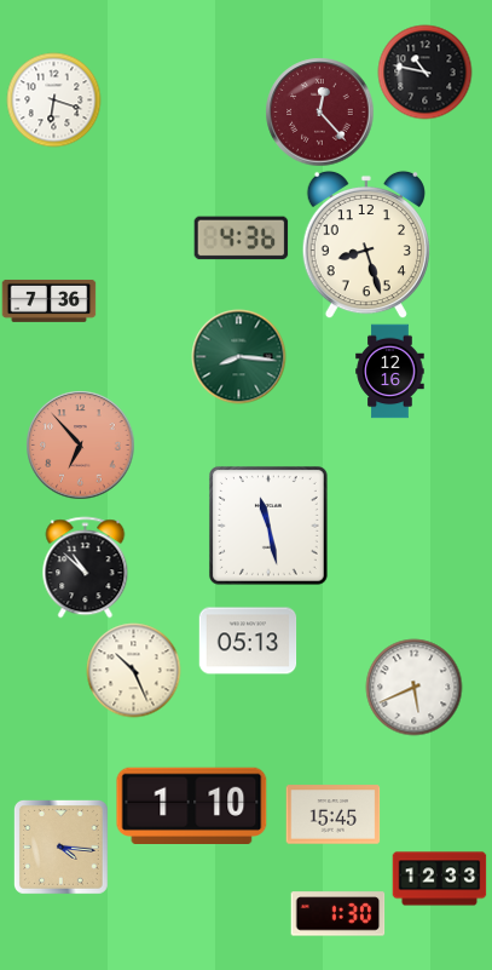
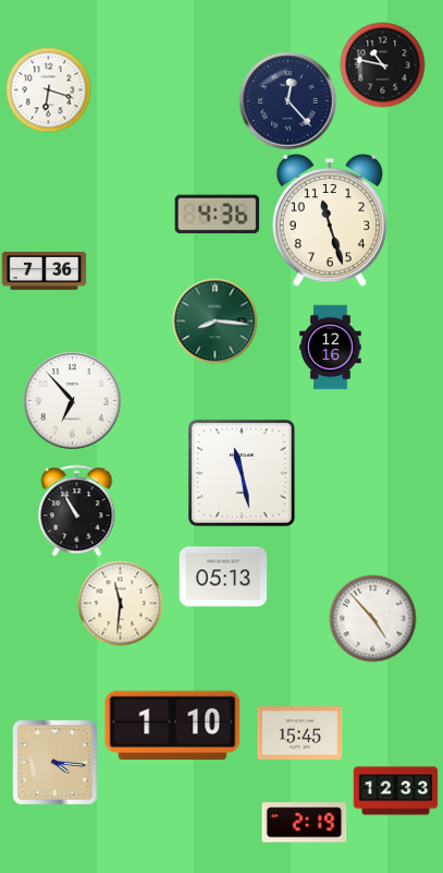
clock at (319, 111) dial: burgundy -> navy
clock at (366, 245): 8:27 -> 11:27
clock at (390, 371) position: (390, 371) -> (331, 347)
clock at (80, 444) dial: salmon -> white
clock at (86, 567): 10:52 -> 10:55
clock at (133, 670): 10:26 -> 11:31
clock at (413, 687): 5:41 -> 4:53
clock at (337, 914): 1:30 -> 2:19
